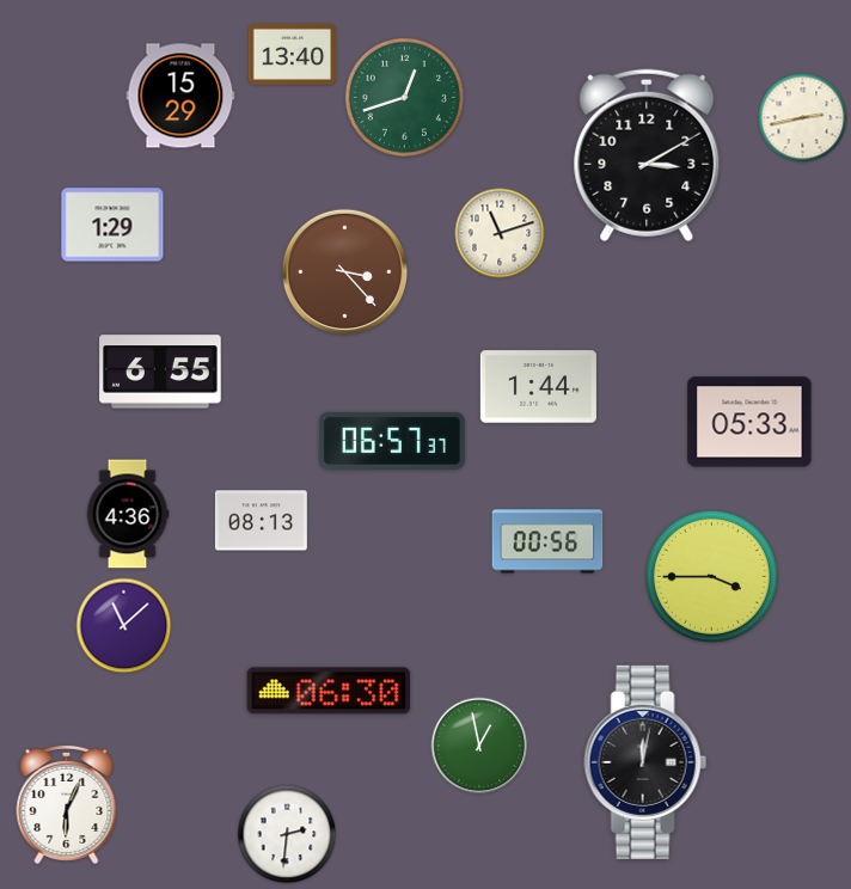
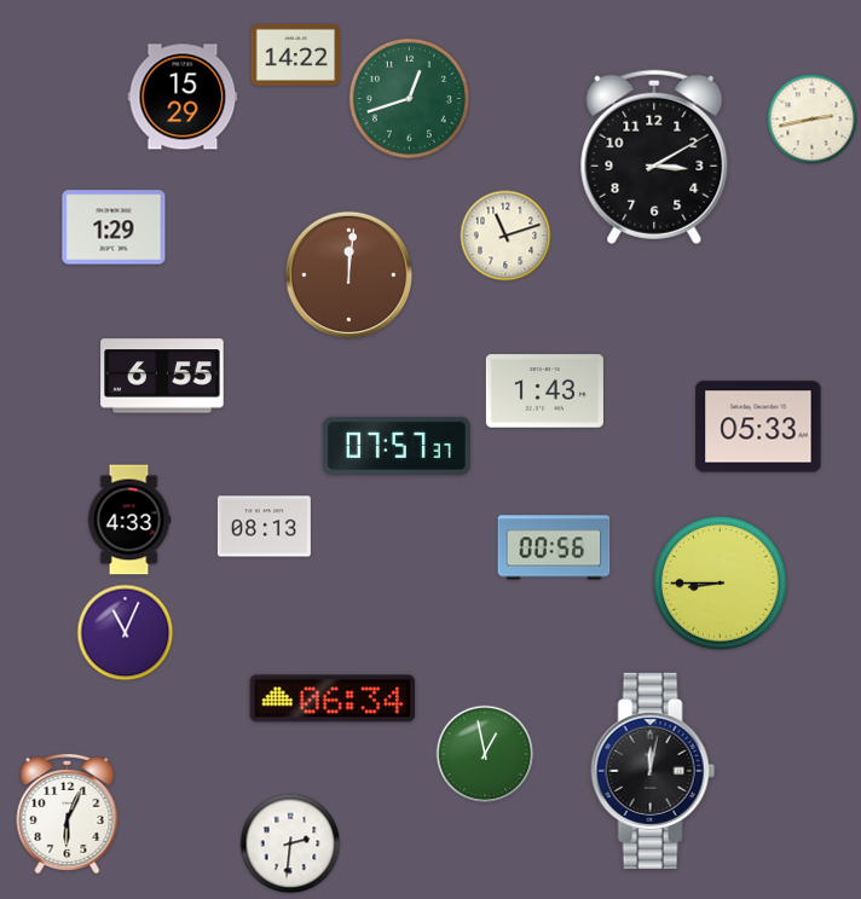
clock at (293, 54): 13:40 -> 14:22
clock at (344, 271): 3:23 -> 12:01
clock at (538, 387): 1:44 -> 1:43
clock at (392, 441): 06:57 -> 07:57
clock at (128, 514): 4:36 -> 4:33
clock at (712, 577): 3:45 -> 8:45
clock at (124, 626): 11:08 -> 11:04
clock at (329, 691): 06:30 -> 06:34
